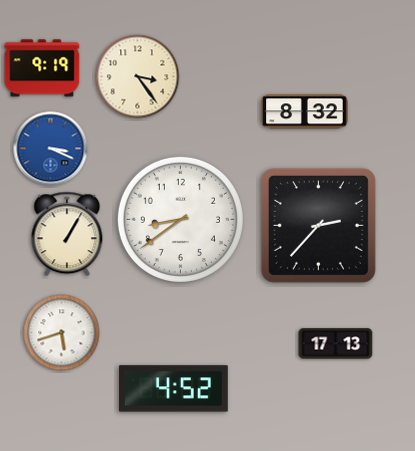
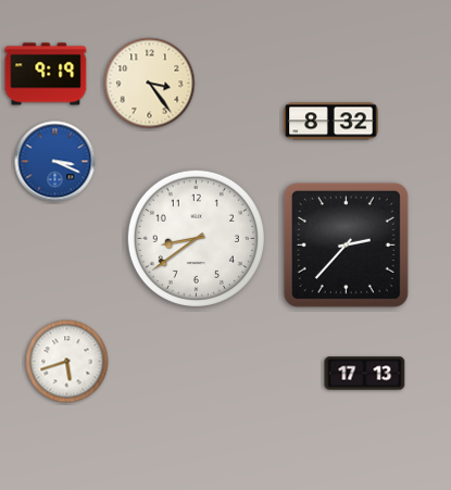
clock at (67, 234): 1:05 -> none
clock at (174, 389): 4:52 -> none
